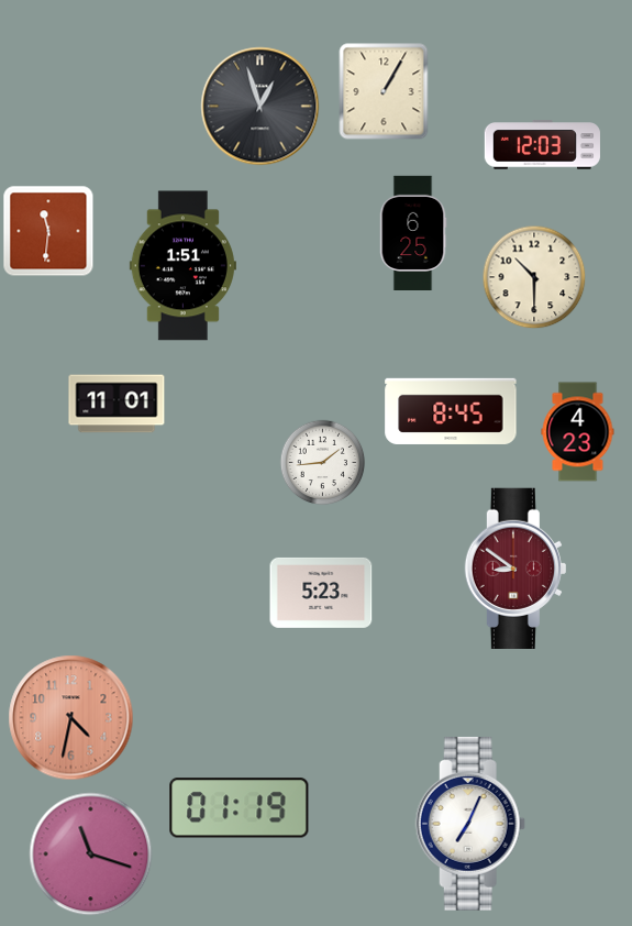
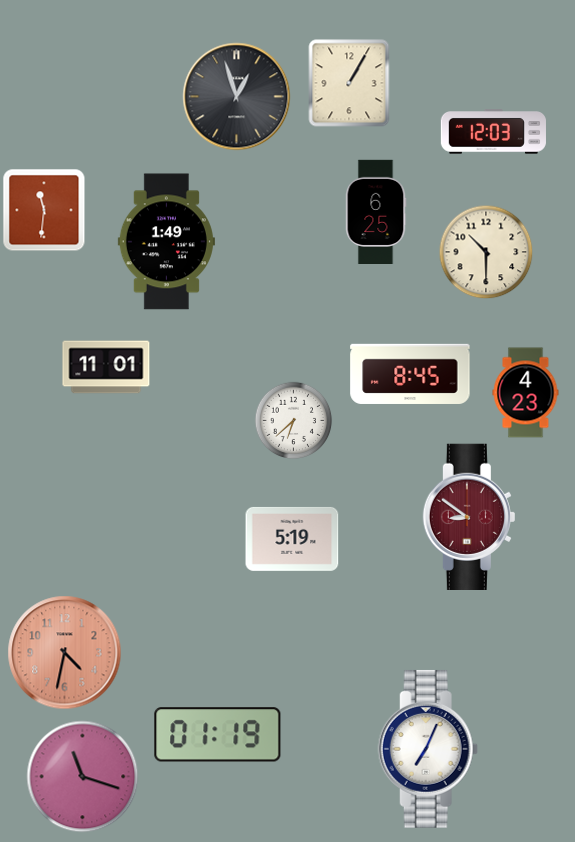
clock at (182, 266): 1:51 -> 1:49
clock at (322, 462): 1:44 -> 6:38
clock at (321, 593): 5:23 -> 5:19
